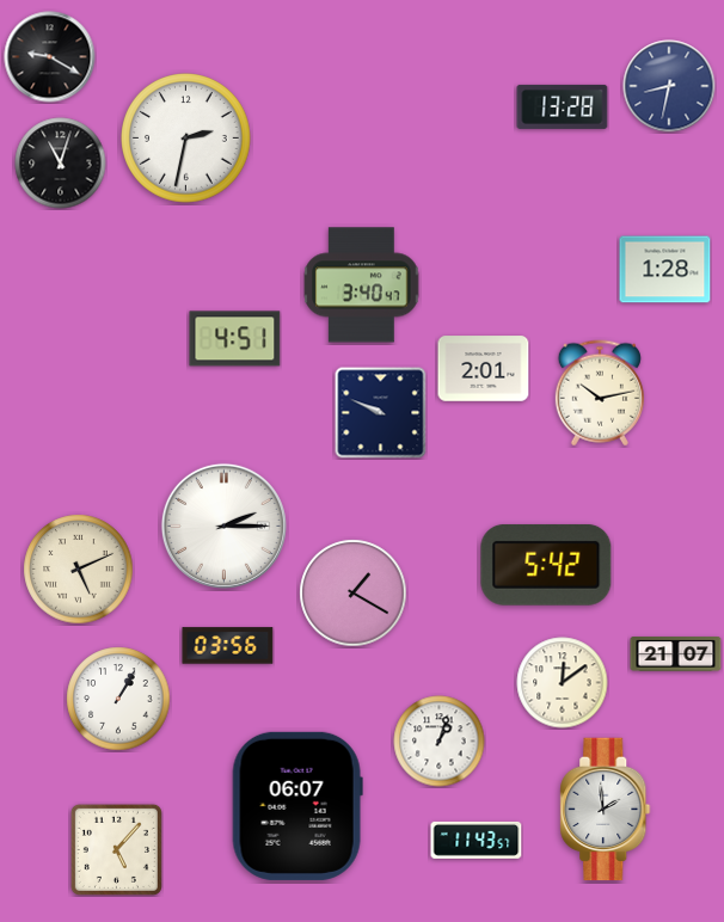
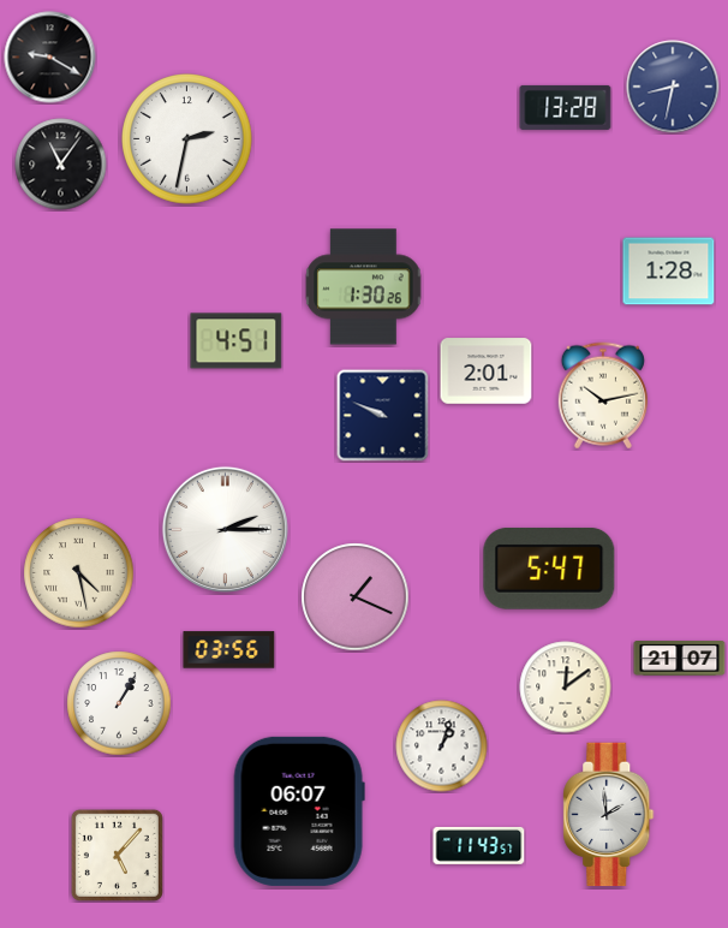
clock at (61, 164): 11:03 -> 11:06
clock at (362, 285): 3:40 -> 1:30
clock at (546, 565): 5:42 -> 5:47
clock at (79, 570): 5:11 -> 4:28
clock at (354, 594): 1:20 -> 1:19
